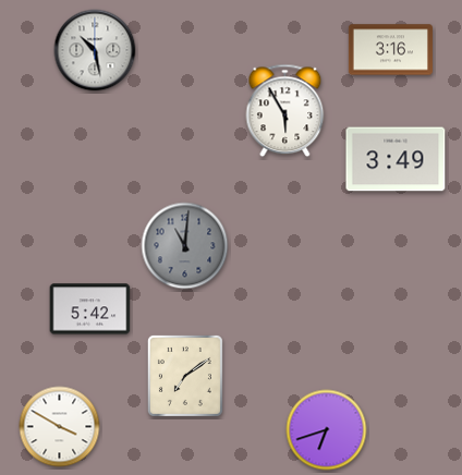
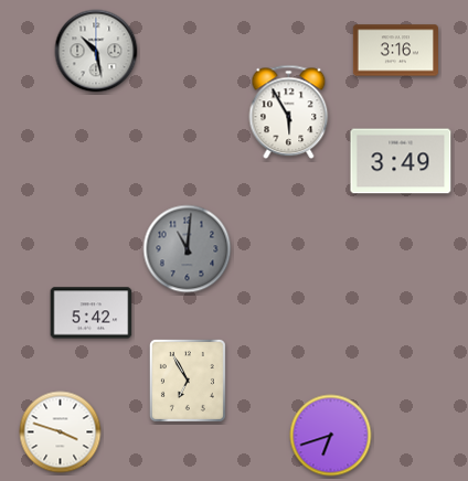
clock at (185, 376): 7:09 -> 6:55
clock at (60, 427): 3:50 -> 3:48
